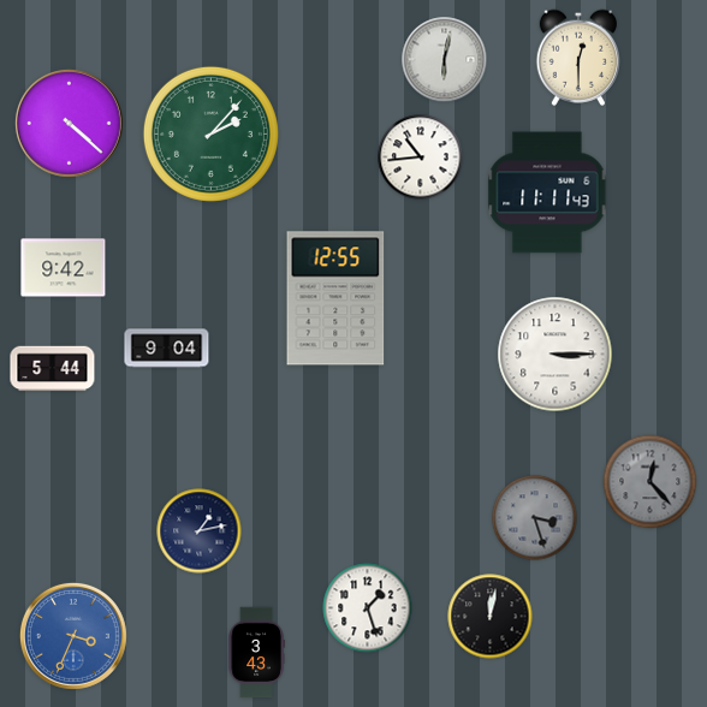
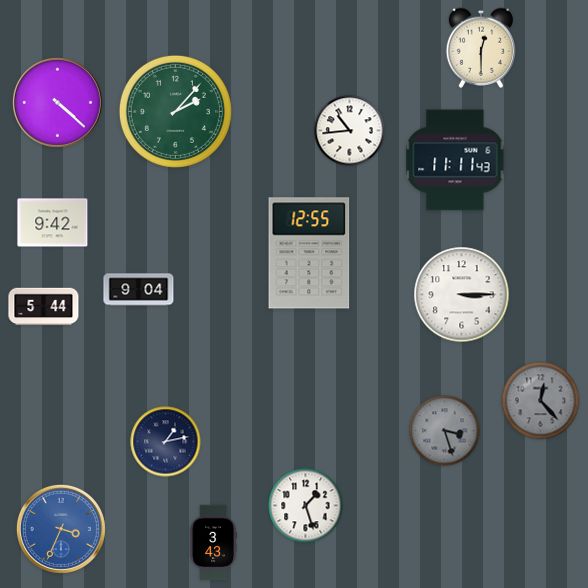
clock at (445, 60): 6:02 -> none
clock at (335, 298) position: (335, 298) -> (309, 253)
clock at (491, 617): 12:02 -> none
